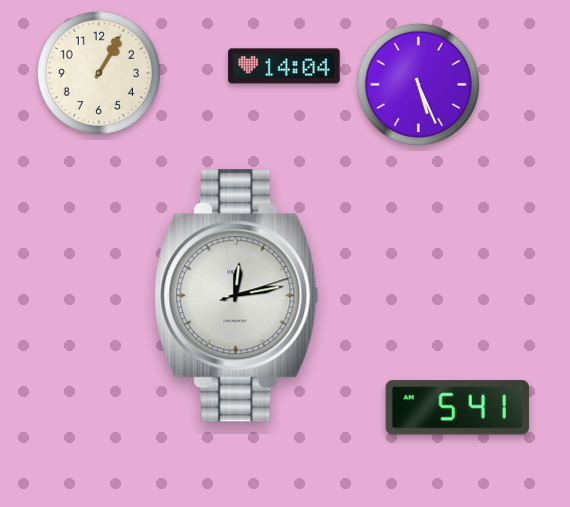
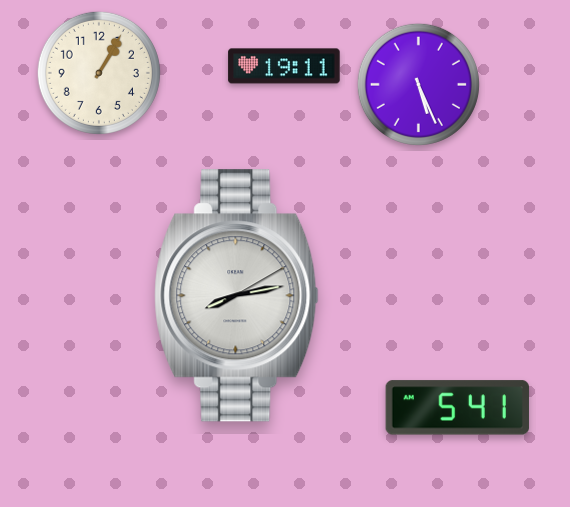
clock at (284, 66): 14:04 -> 19:11
clock at (237, 296): 12:13 -> 8:13
